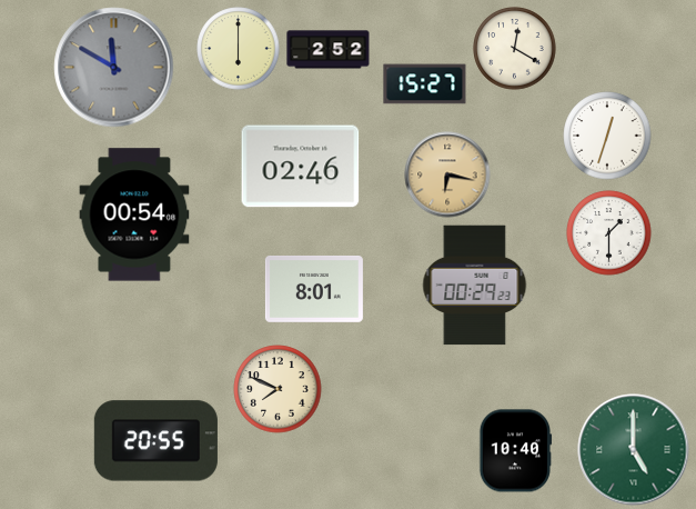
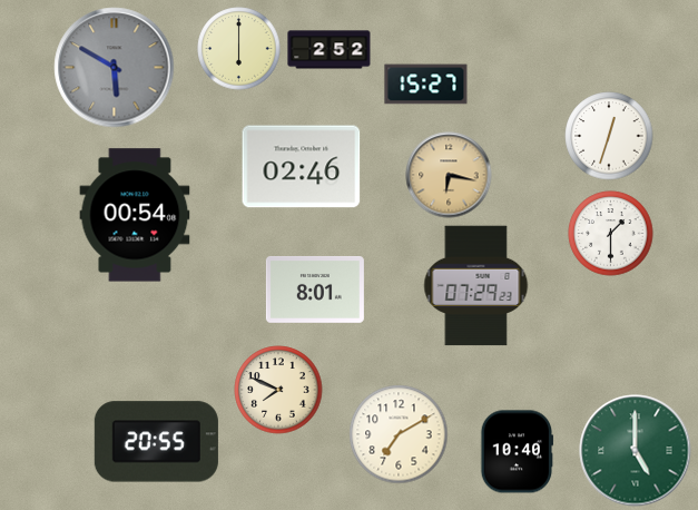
clock at (515, 49): 12:20 -> none
clock at (114, 68): 11:50 -> 5:50
clock at (475, 286): 00:29 -> 07:29
clock at (399, 434): none -> 7:10
